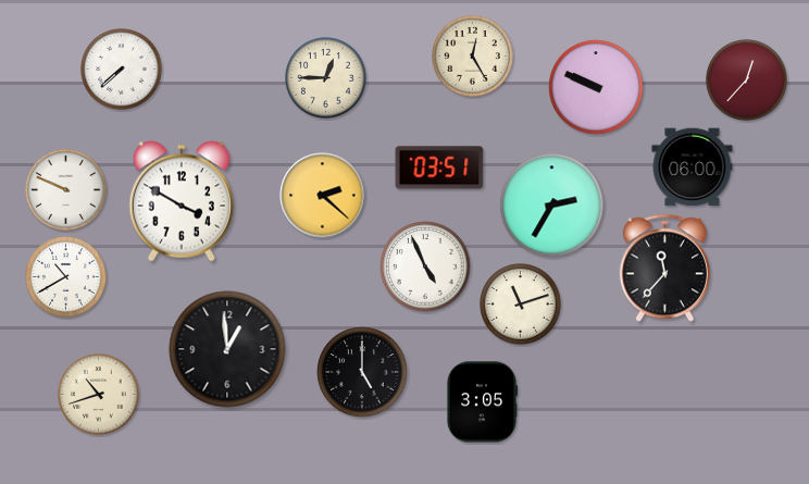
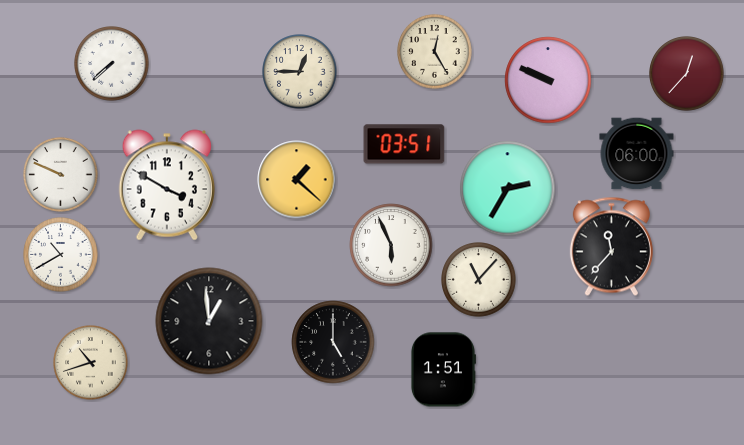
clock at (439, 167) position: (439, 167) -> (404, 144)
clock at (323, 196): 2:22 -> 1:22
clock at (425, 266): 4:56 -> 5:56
clock at (521, 305): 11:12 -> 11:07
clock at (482, 402): 3:05 -> 1:51
